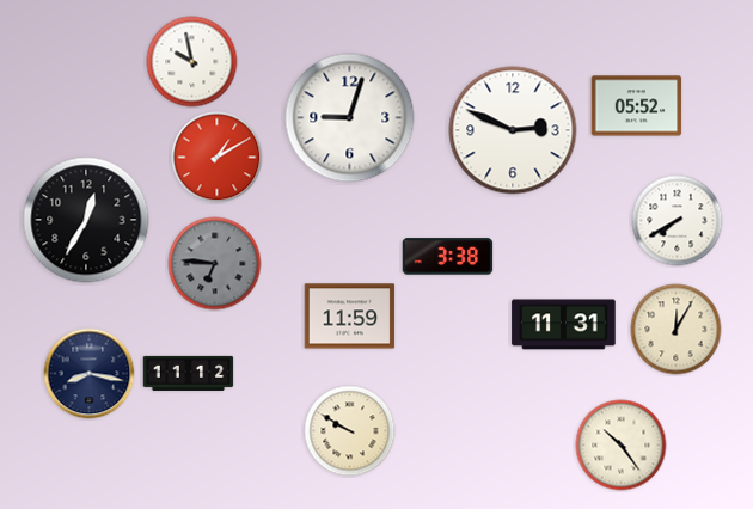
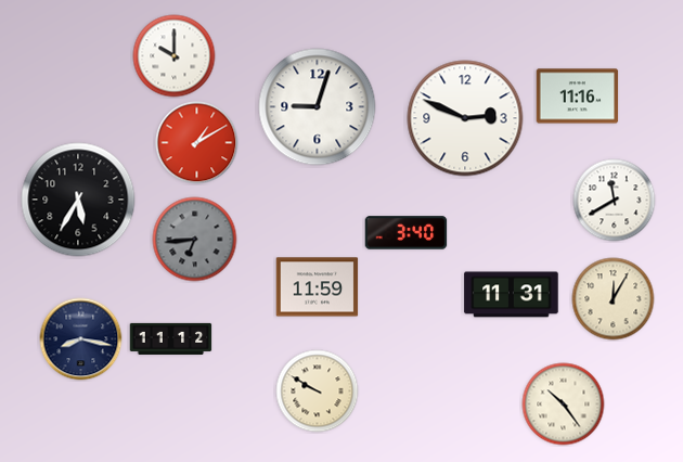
clock at (192, 62): 9:58 -> 10:00
clock at (637, 106): 05:52 -> 11:16
clock at (86, 220): 12:35 -> 5:35
clock at (678, 221): 7:40 -> 11:40
clock at (448, 257): 3:38 -> 3:40
clock at (215, 264): 6:46 -> 6:44
